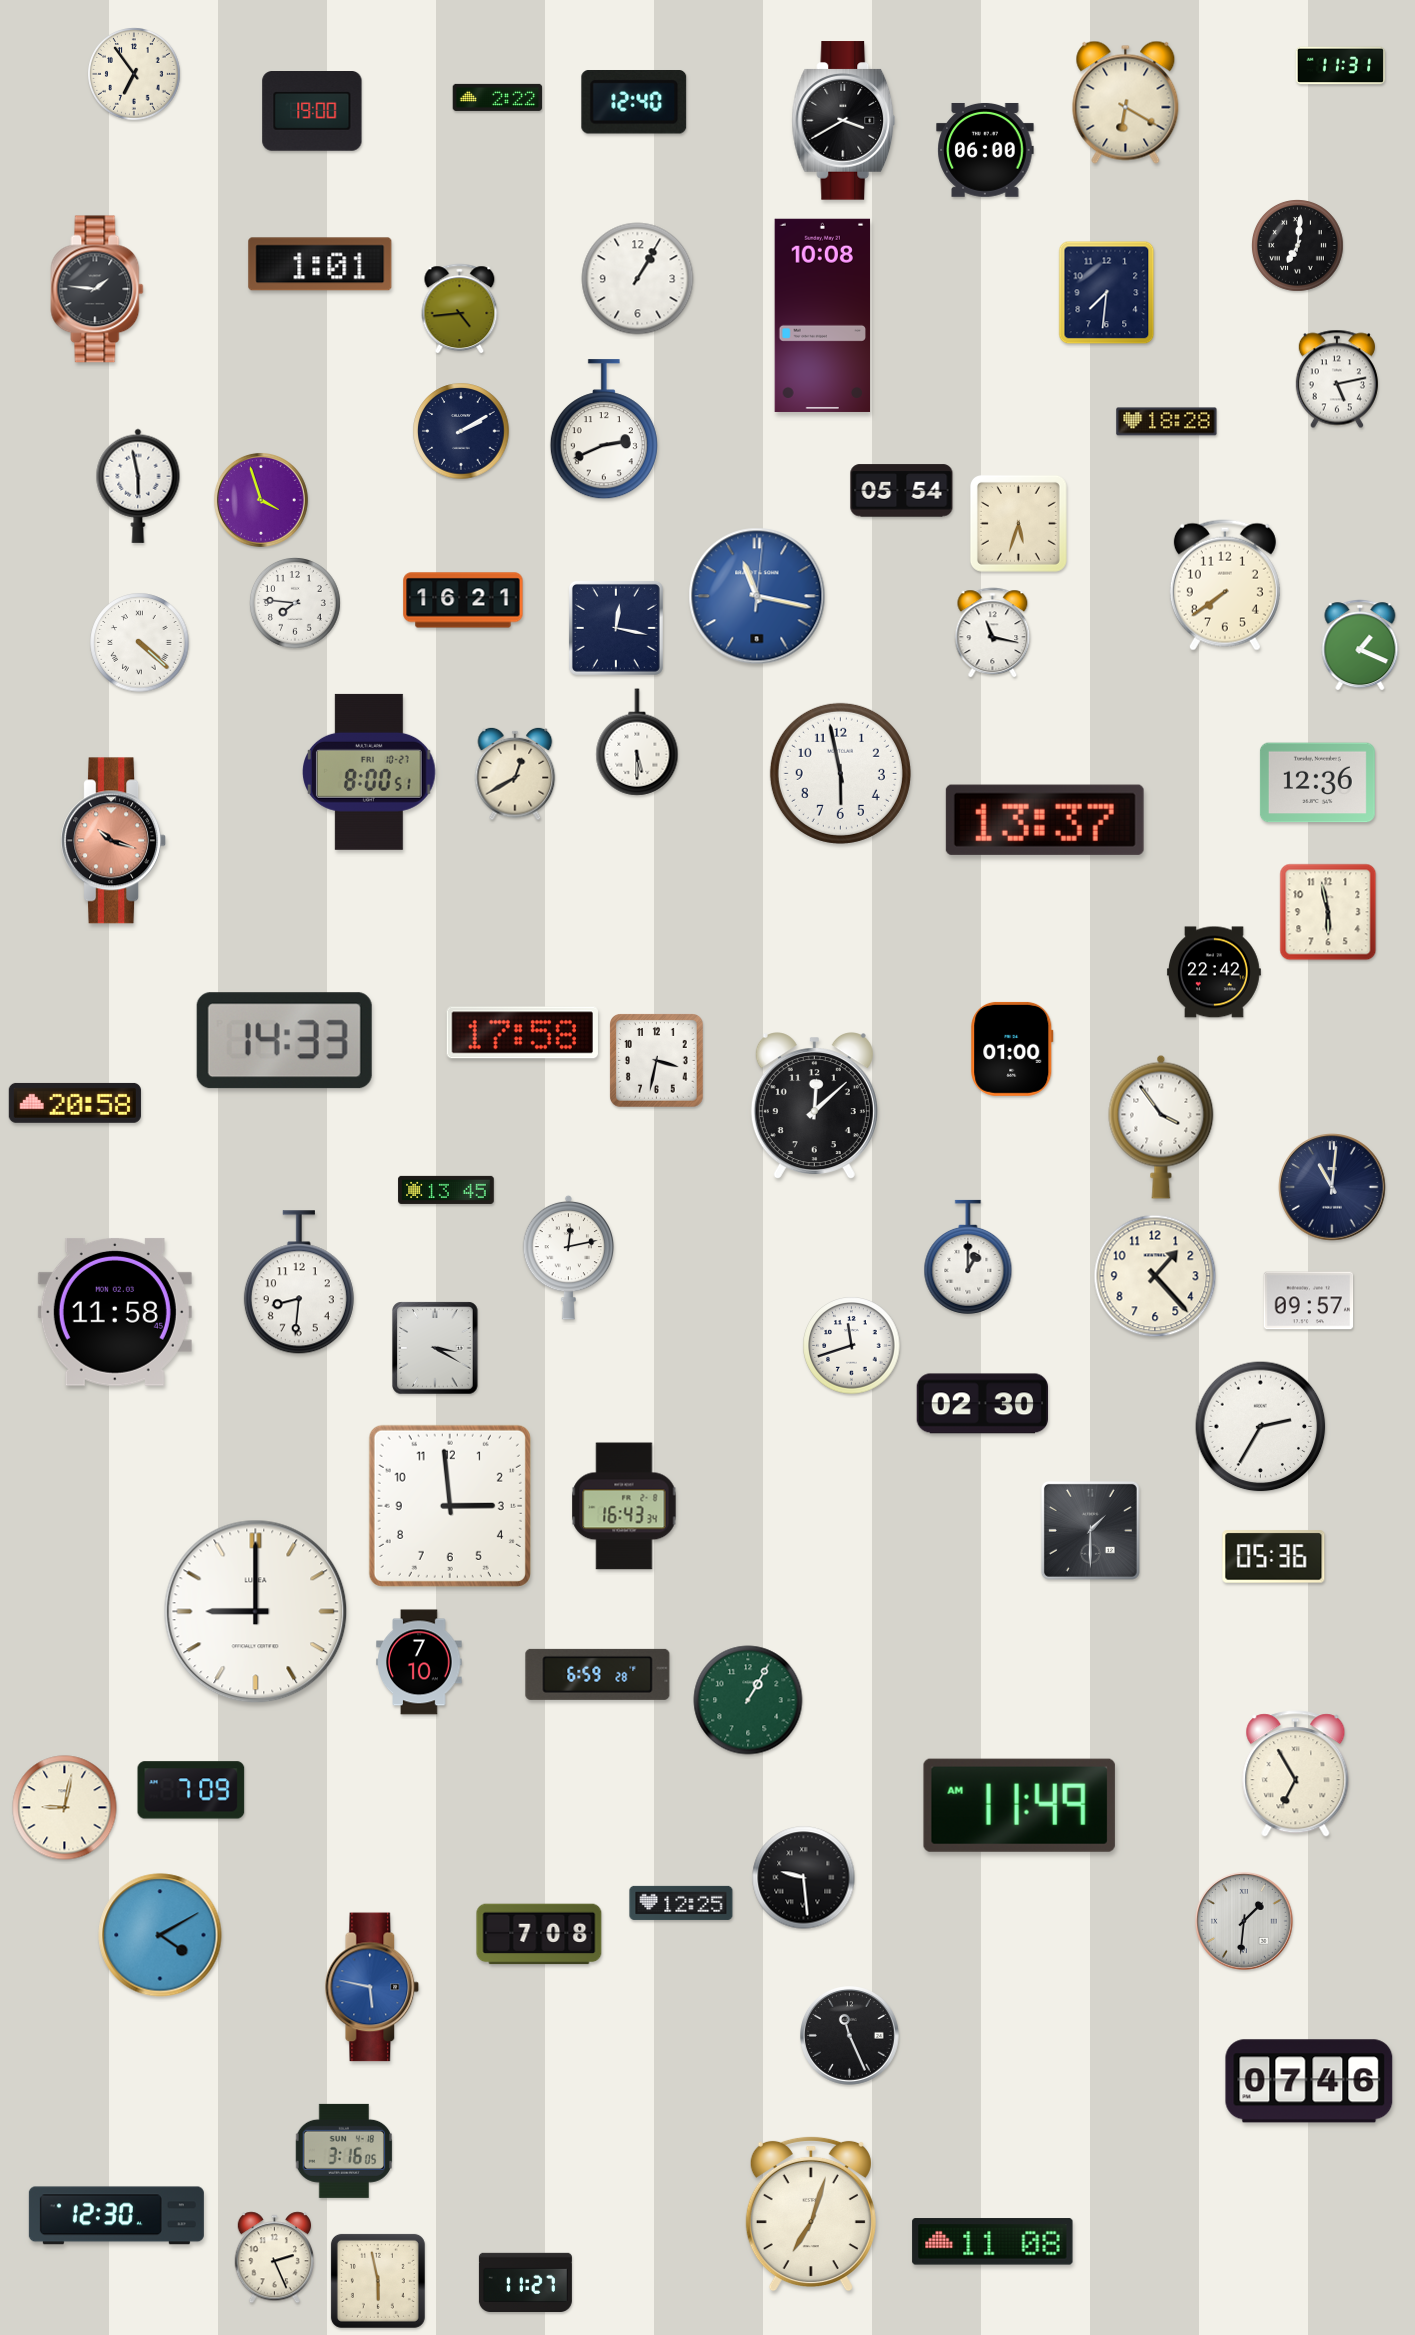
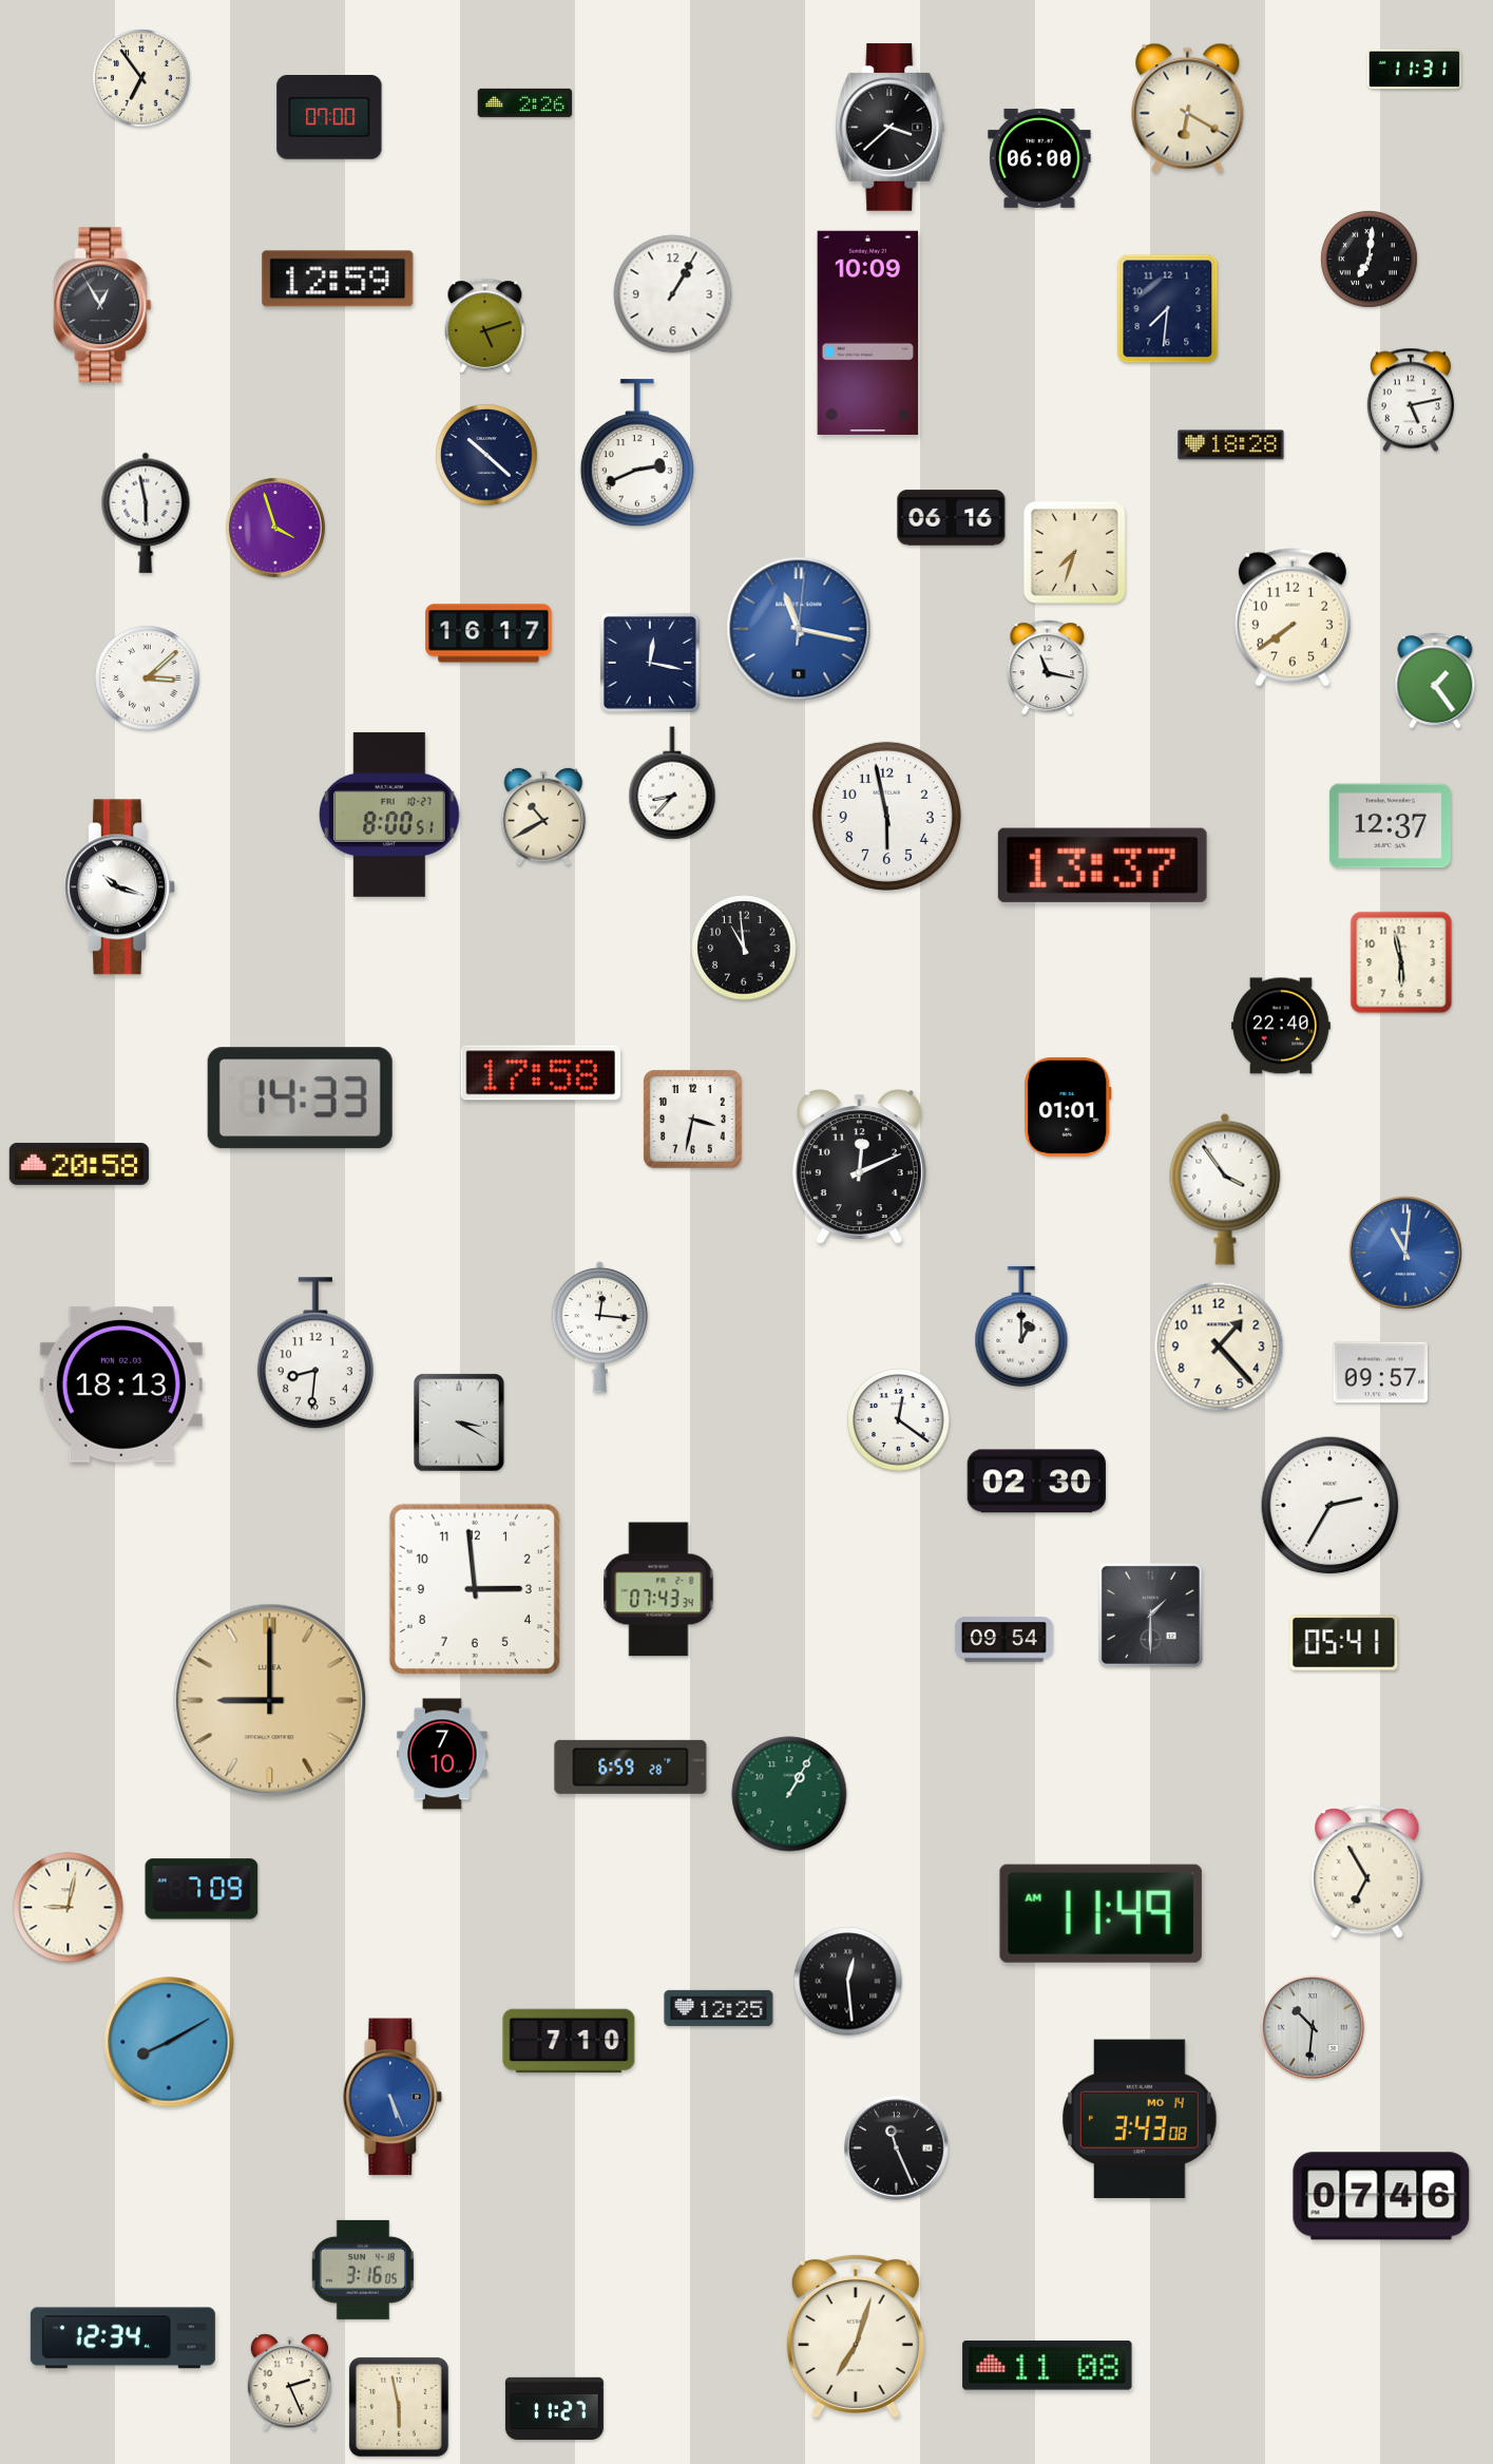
clock at (498, 97): 2:22 -> 2:26
clock at (634, 103): 12:40 -> none
clock at (312, 111): 19:00 -> 07:00
clock at (844, 121): 3:40 -> 3:38
clock at (320, 264): 1:01 -> 12:59
clock at (97, 289): 1:46 -> 12:55
clock at (460, 309): 4:44 -> 5:12
clock at (823, 315): 10:08 -> 10:09
clock at (461, 431): 2:10 -> 10:22
clock at (902, 491): 05:54 -> 06:16
clock at (1018, 523): 5:33 -> 7:33
clock at (463, 600): 16:21 -> 16:17
clock at (295, 603): 7:46 -> none
clock at (140, 643): 4:22 -> 3:08
clock at (1360, 645): 1:19 -> 1:24
clock at (637, 742): 5:30 -> 8:37
clock at (515, 774): 12:40 -> 10:40
clock at (1317, 783): 12:36 -> 12:37
clock at (114, 841) dial: salmon -> white
clock at (744, 948): none -> 10:59
clock at (1214, 972): 22:42 -> 22:40
clock at (522, 1033) position: (522, 1033) -> (540, 1073)
clock at (1012, 1049): 01:00 -> 01:01
clock at (814, 1106): 12:08 -> 12:11
clock at (1332, 1187) dial: navy -> blue
clock at (446, 1190): 13:45 -> none
clock at (569, 1257): 12:13 -> 12:16
clock at (115, 1312): 11:58 -> 18:13
clock at (852, 1346): 11:42 -> 12:21
clock at (624, 1506): 16:43 -> 07:43
clock at (1003, 1640): none -> 09:54
clock at (1274, 1557): 05:36 -> 05:41
clock at (256, 1612) dial: white -> champagne
clock at (1019, 1805) position: (1019, 1805) -> (1100, 1913)
clock at (804, 1878): 9:29 -> 12:29
clock at (1245, 1922): 1:31 -> 10:31
clock at (539, 1934): 7:08 -> 7:10
clock at (160, 1935): 4:10 -> 8:10
clock at (372, 1987): 5:47 -> 5:26
clock at (1141, 2118): none -> 3:43
clock at (116, 2216): 12:30 -> 12:34
